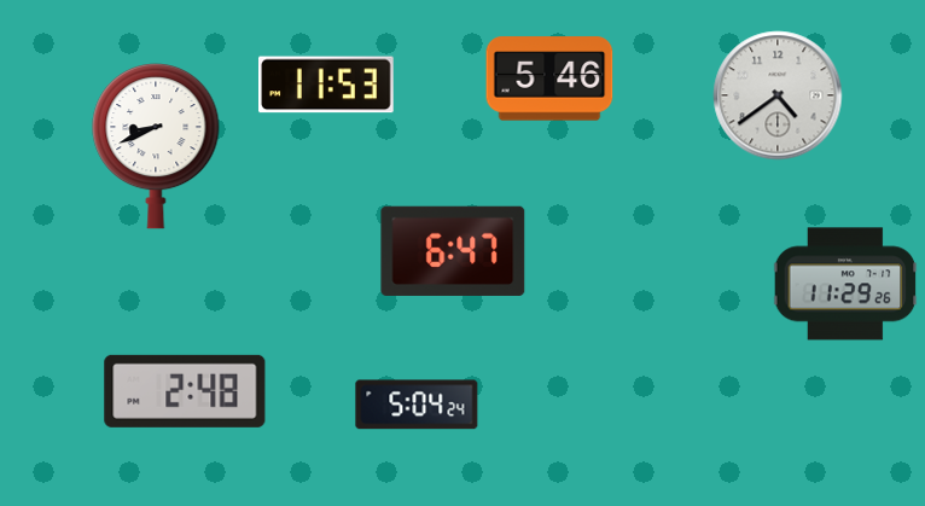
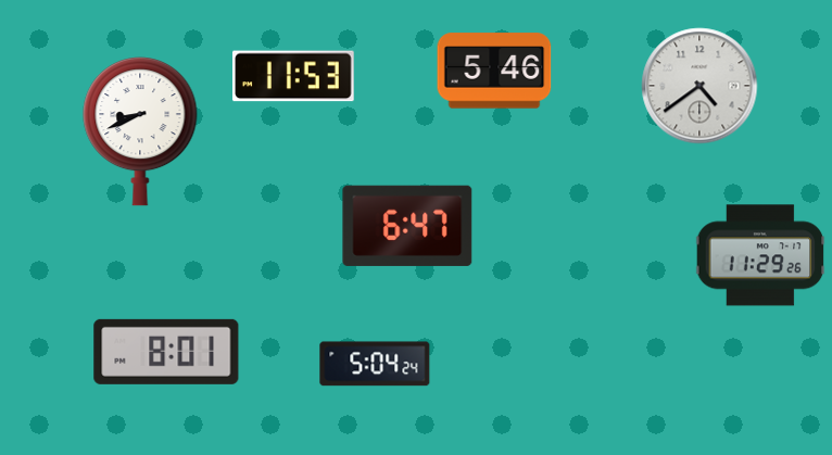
clock at (185, 391): 2:48 -> 8:01
